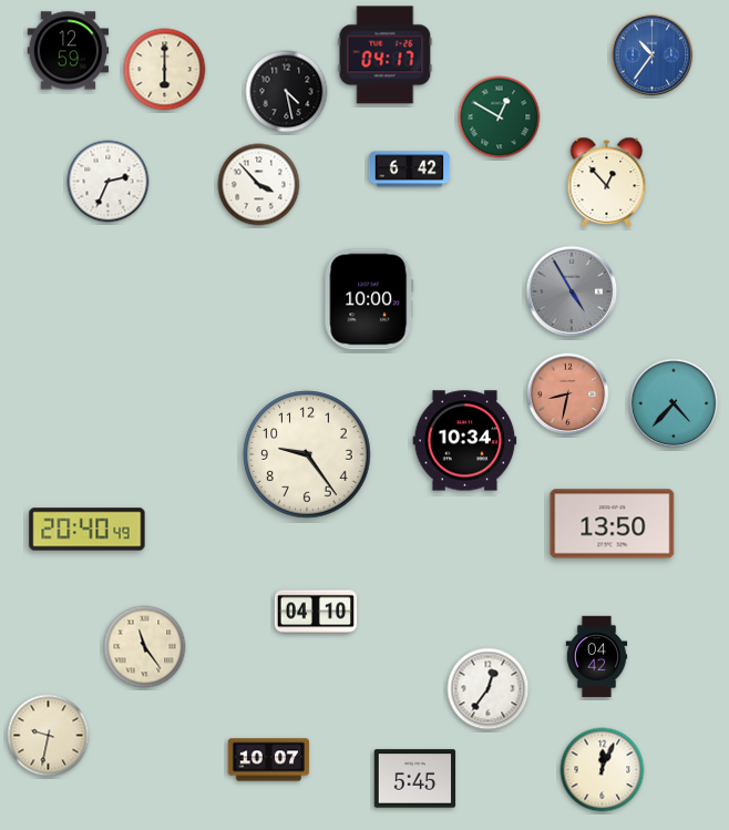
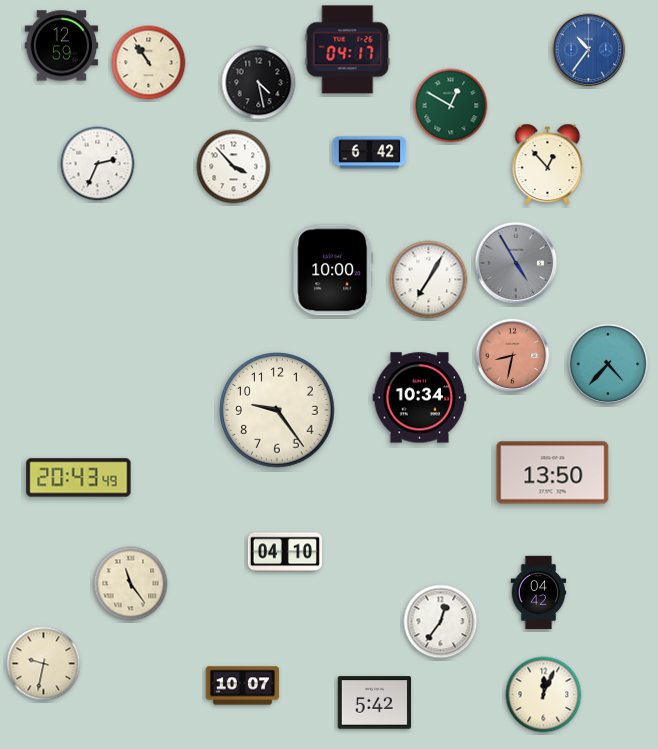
clock at (165, 70): 6:00 -> 10:54
clock at (429, 280): none -> 7:05
clock at (88, 530): 20:40 -> 20:43
clock at (415, 779): 5:45 -> 5:42
